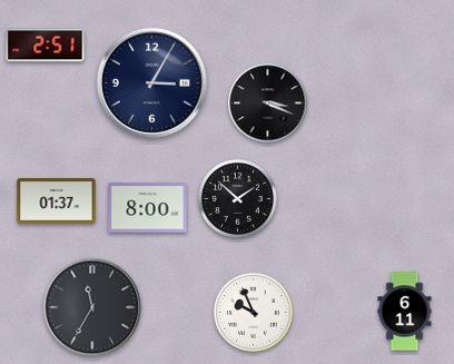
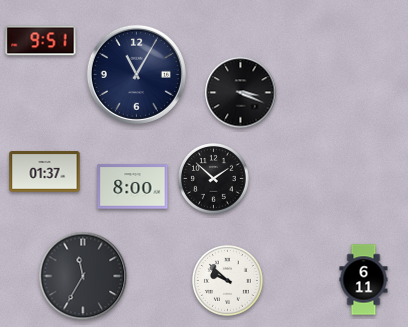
clock at (46, 46): 2:51 -> 9:51
clock at (151, 82): 3:05 -> 11:05
clock at (57, 201) position: (57, 201) -> (45, 172)
clock at (254, 313): 9:56 -> 9:52
